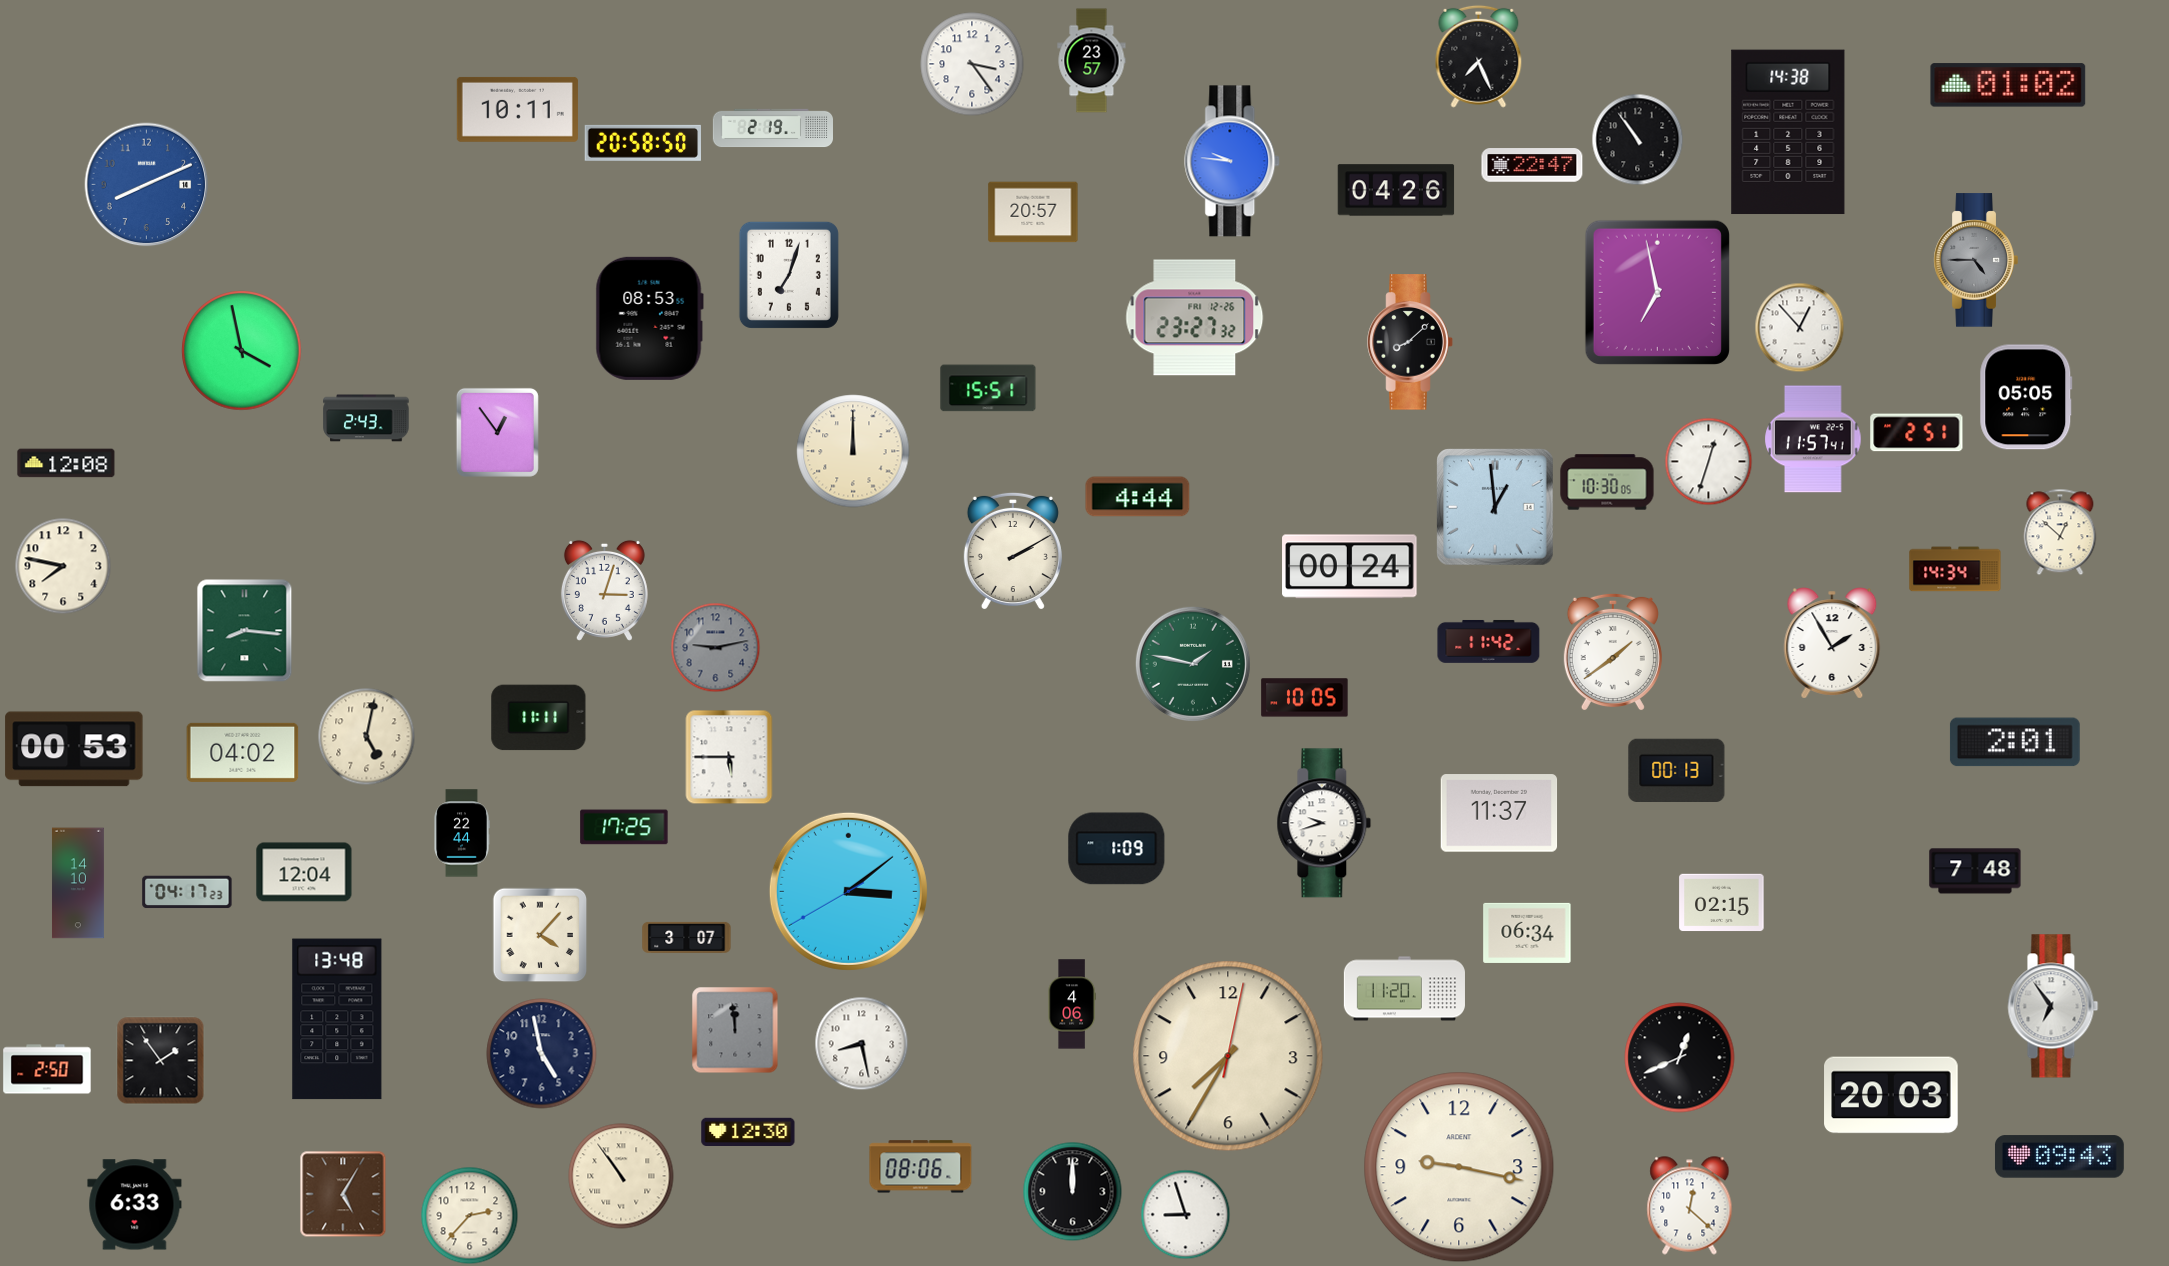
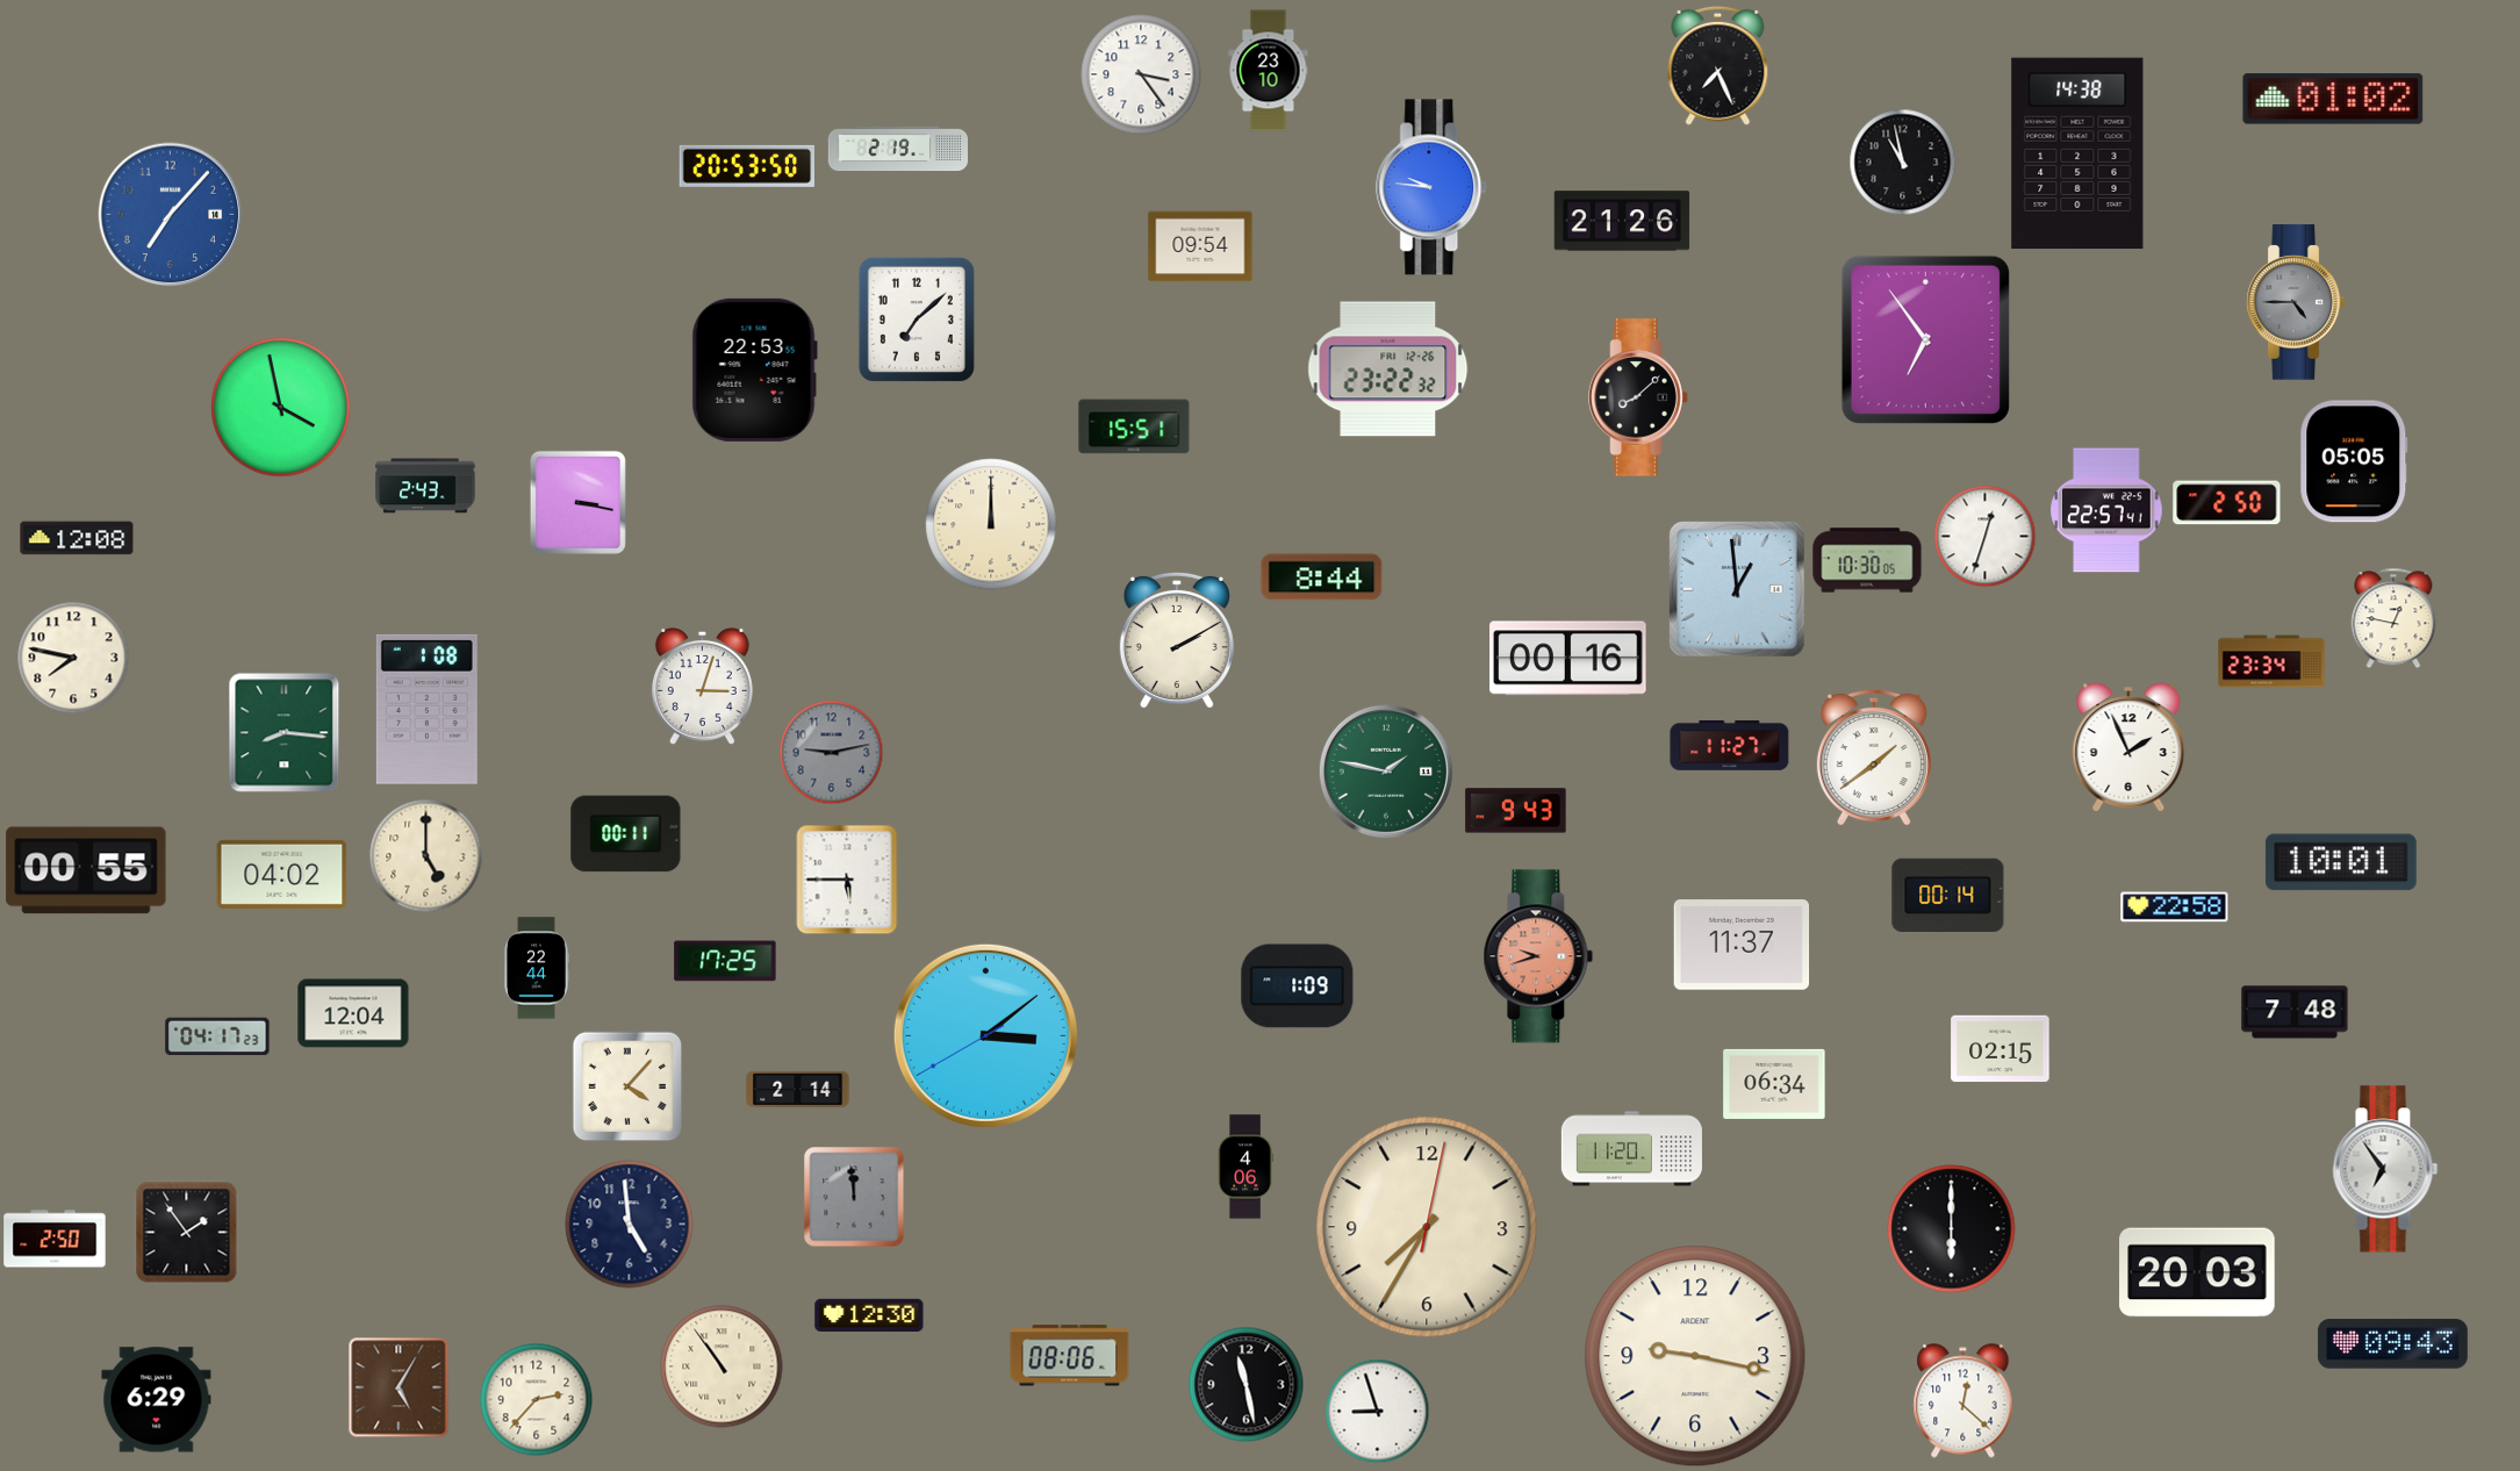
clock at (1092, 61): 23:57 -> 23:10
clock at (972, 64) position: (972, 64) -> (1141, 74)
clock at (517, 109): 10:11 -> none
clock at (1637, 139): 10:54 -> 10:58
clock at (642, 143): 20:58 -> 20:53
clock at (1532, 165): 22:47 -> none
clock at (147, 185): 8:11 -> 7:07
clock at (1396, 190): 04:26 -> 21:26
clock at (1033, 212): 20:57 -> 09:54
clock at (789, 275): 7:03 -> 7:08
clock at (1657, 292): 6:58 -> 6:54
clock at (649, 318): 08:53 -> 22:53
clock at (1195, 318): 23:27 -> 23:22
clock at (1799, 327): 12:53 -> none
clock at (988, 388) position: (988, 388) -> (1134, 426)
clock at (497, 432): 12:54 -> 3:17
clock at (1917, 433): 2:51 -> 2:50
clock at (1813, 439): 11:57 -> 22:57
clock at (1138, 497): 4:44 -> 8:44
clock at (2060, 532): 12:52 -> 12:47
clock at (1350, 567): 00:24 -> 00:16
clock at (1955, 569): 14:34 -> 23:34
clock at (426, 709): none -> 1:08
clock at (1489, 641): 11:42 -> 11:27
clock at (1832, 643): 1:55 -> 1:56
clock at (1305, 698): 10:05 -> 9:43
clock at (539, 718): 11:11 -> 00:11
clock at (366, 736): 5:02 -> 5:00
clock at (2015, 742): 2:01 -> 10:01
clock at (74, 749): 00:53 -> 00:55
clock at (1677, 770): 00:13 -> 00:14
clock at (2175, 907): none -> 22:58
clock at (1324, 823) dial: white -> salmon
clock at (78, 883): 14:10 -> none
clock at (687, 937): 3:07 -> 2:14
clock at (337, 1019): 13:48 -> none
clock at (861, 1043): 8:28 -> none
clock at (542, 1054): 4:58 -> 4:59
clock at (1680, 1058): 12:41 -> 6:00
clock at (47, 1069) position: (47, 1069) -> (55, 1239)
clock at (1073, 1192): 12:00 -> 11:28
clock at (135, 1205): 6:33 -> 6:29
clock at (469, 1215) position: (469, 1215) -> (536, 1399)
